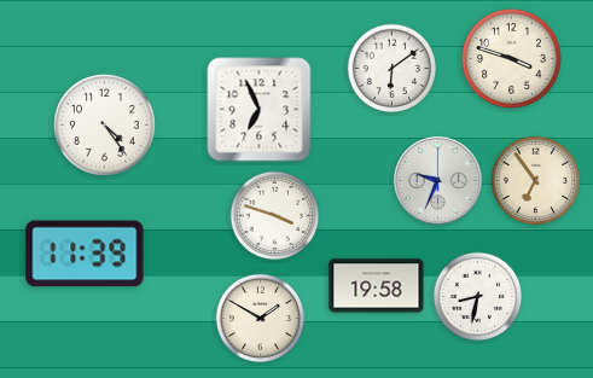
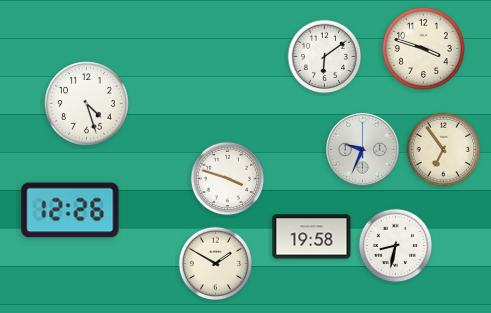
clock at (260, 110): 6:56 -> none
clock at (105, 126): 4:24 -> 4:27
clock at (85, 254): 11:39 -> 12:26
